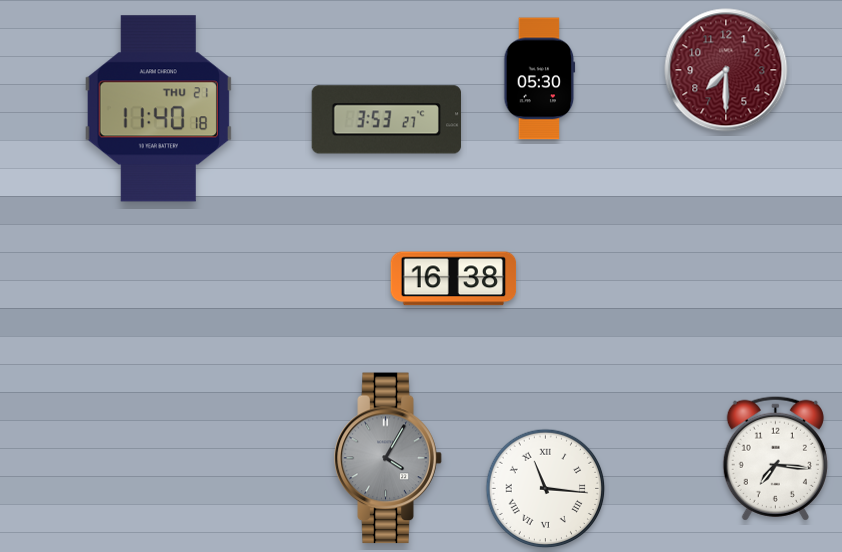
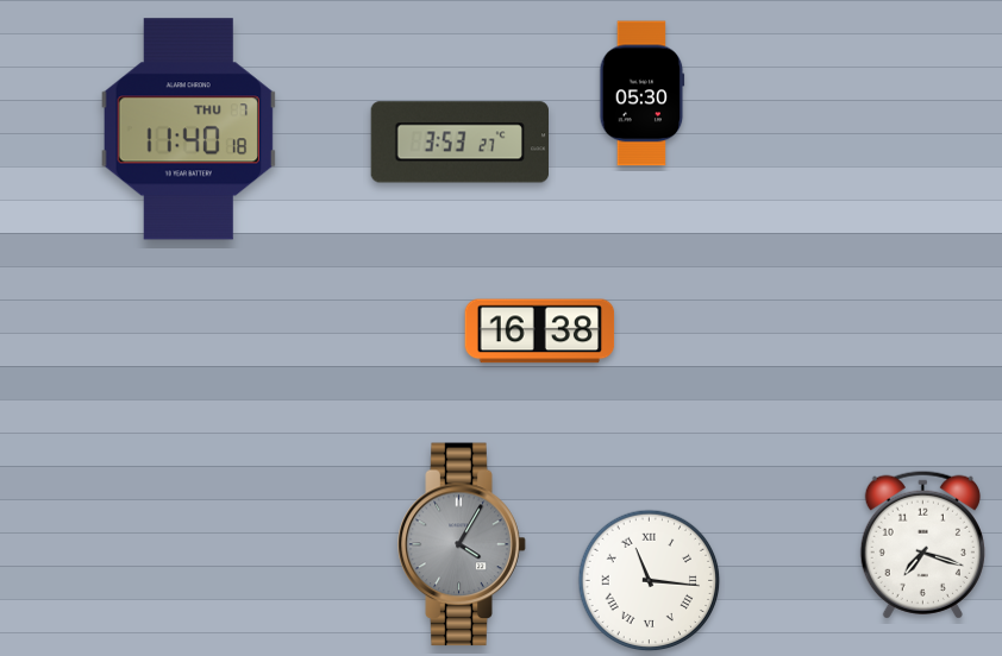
clock at (726, 70): 7:30 -> none
clock at (158, 109) date: THU 21 -> THU 7
clock at (775, 458): 7:16 -> 7:18
